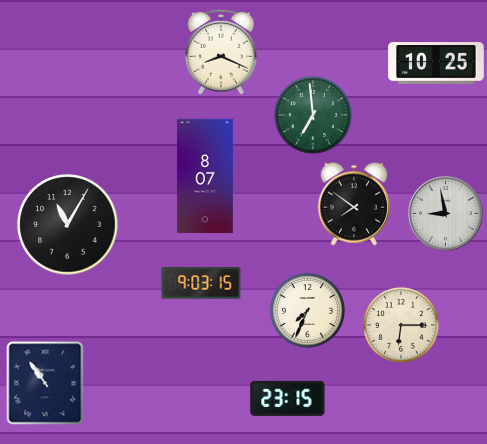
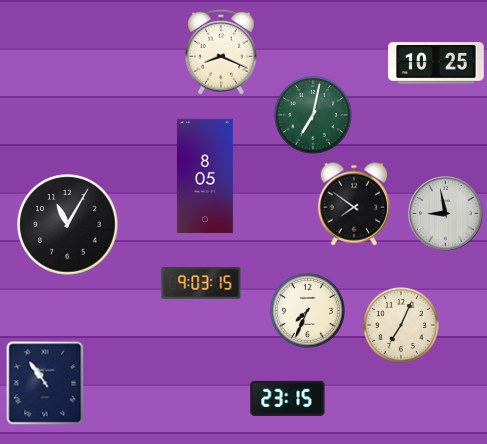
clock at (313, 115): 6:59 -> 7:02
clock at (205, 176): 8:07 -> 8:05
clock at (401, 325): 6:15 -> 7:04
